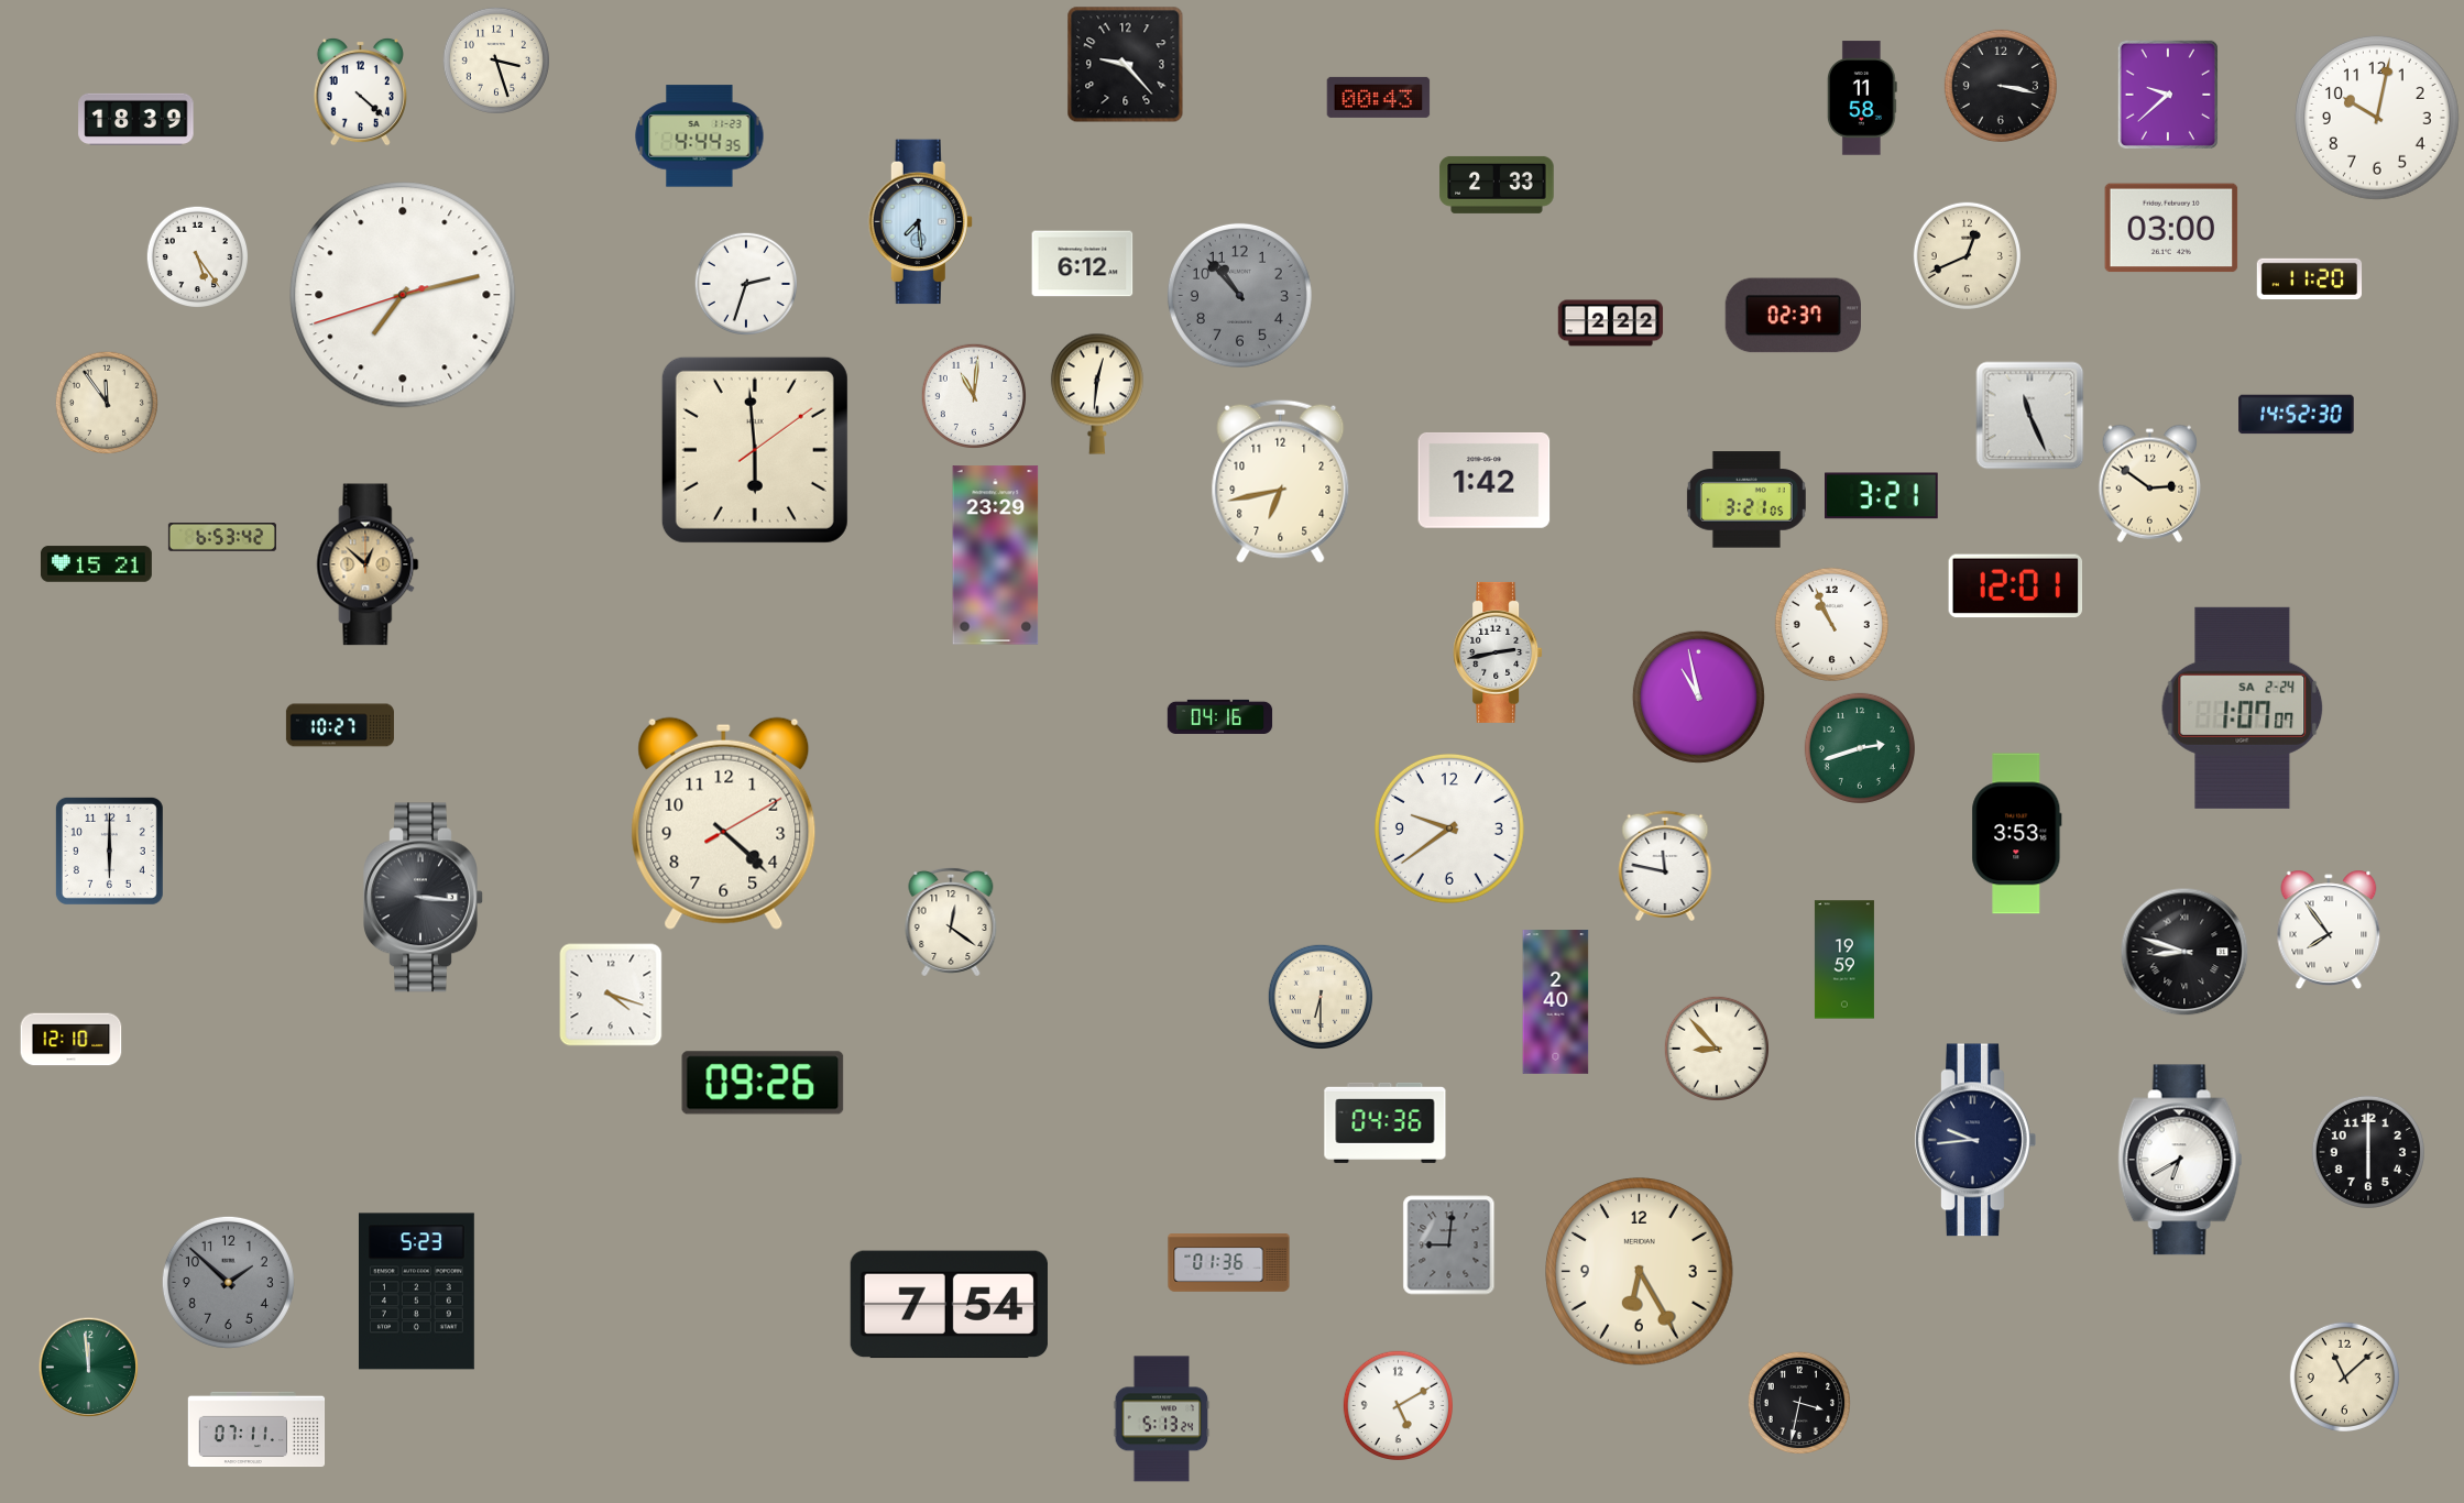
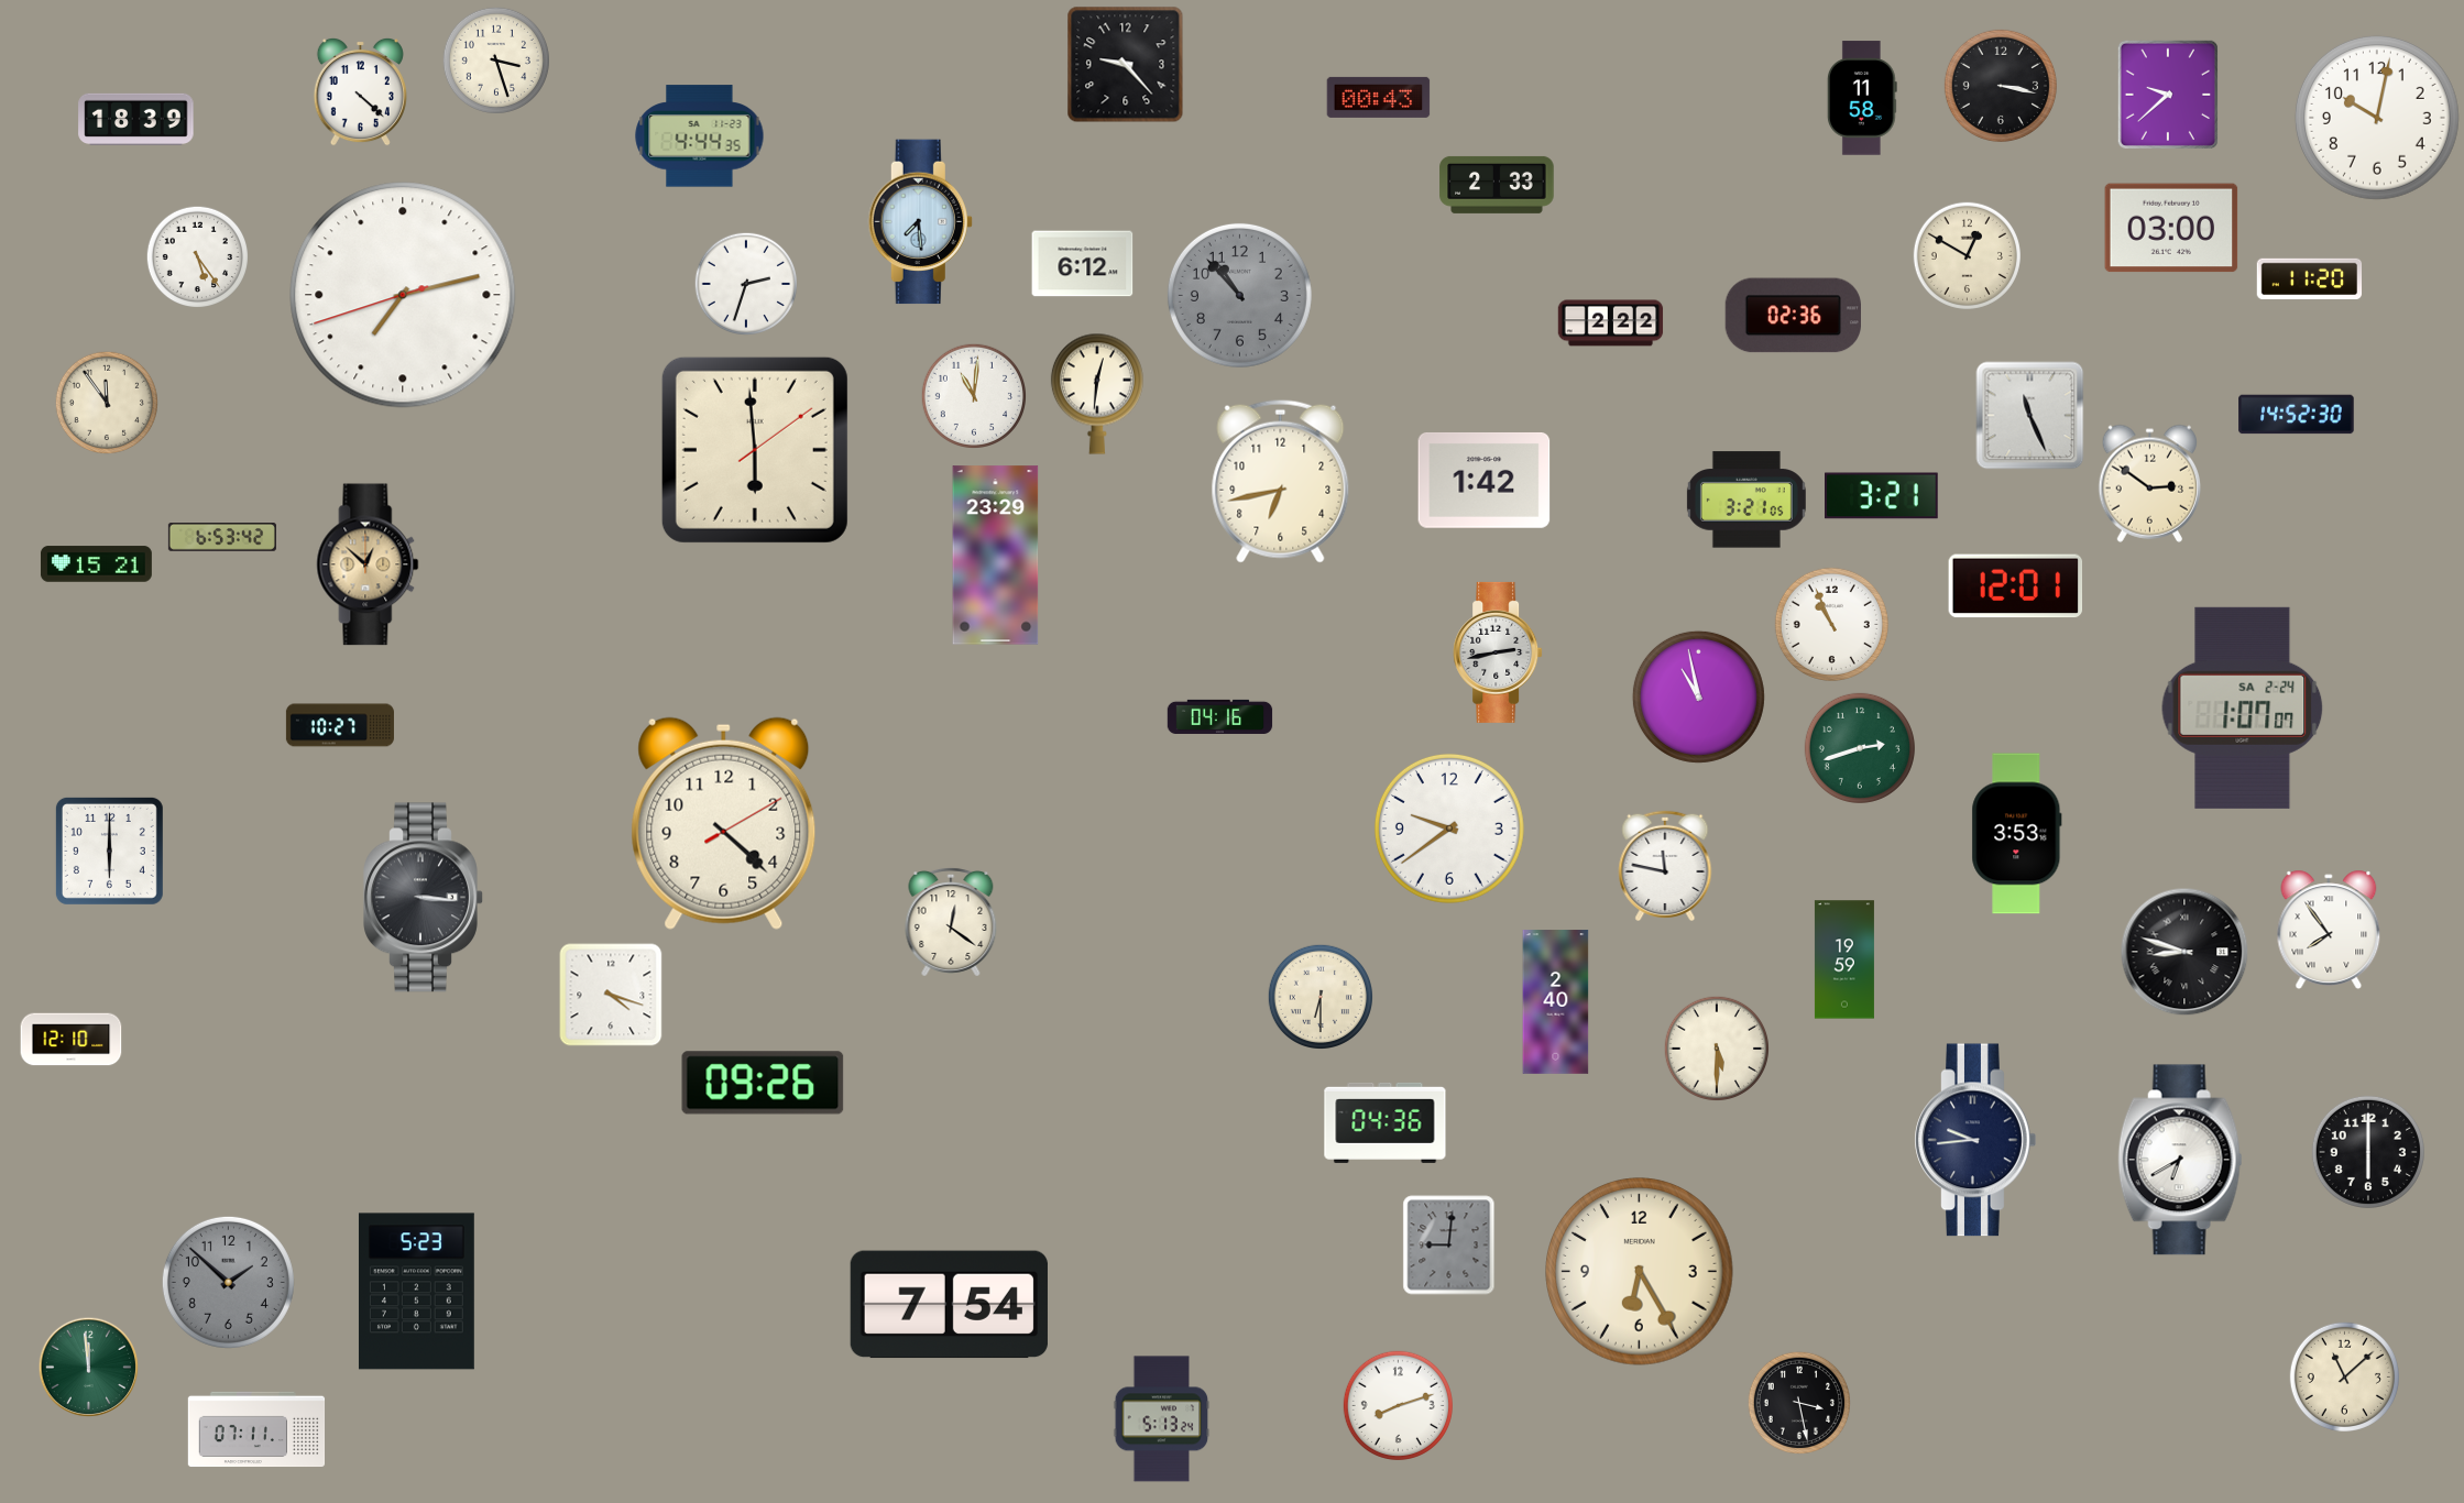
clock at (1967, 255): 12:41 -> 12:50
clock at (1793, 316): 02:37 -> 02:36
clock at (1716, 1047): 8:53 -> 5:30
clock at (1229, 1263): 01:36 -> none
clock at (1798, 1402): 3:32 -> 3:28
clock at (1398, 1405): 5:10 -> 8:12
